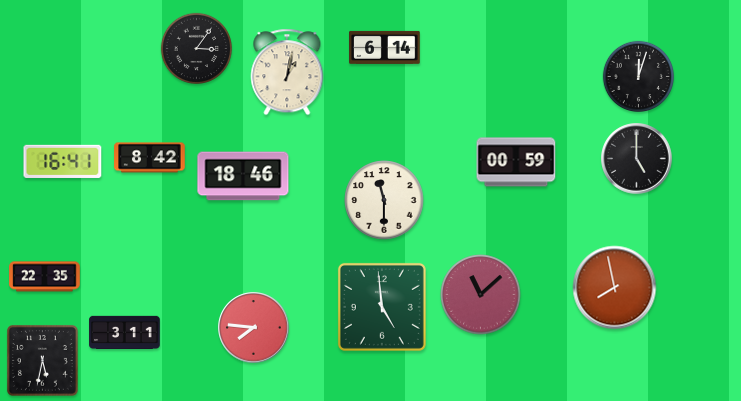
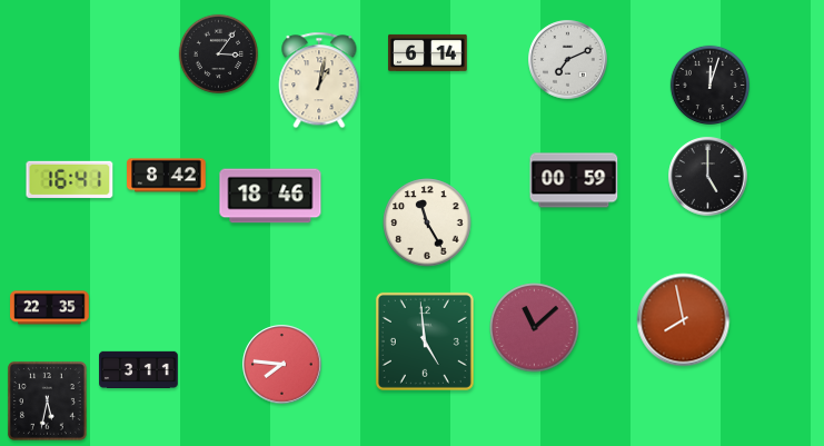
clock at (568, 60): none -> 7:11
clock at (384, 200): 11:30 -> 11:25
